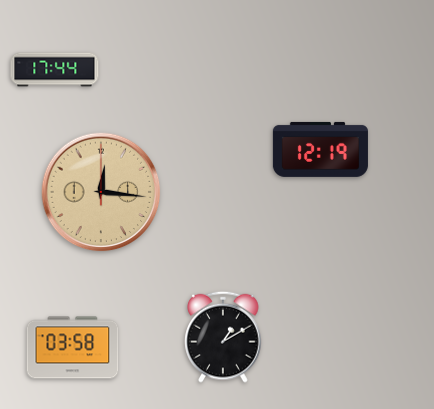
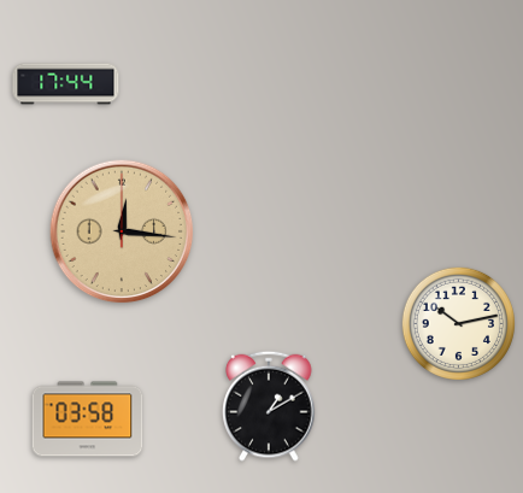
clock at (320, 149): 12:19 -> none
clock at (458, 323): none -> 10:13
